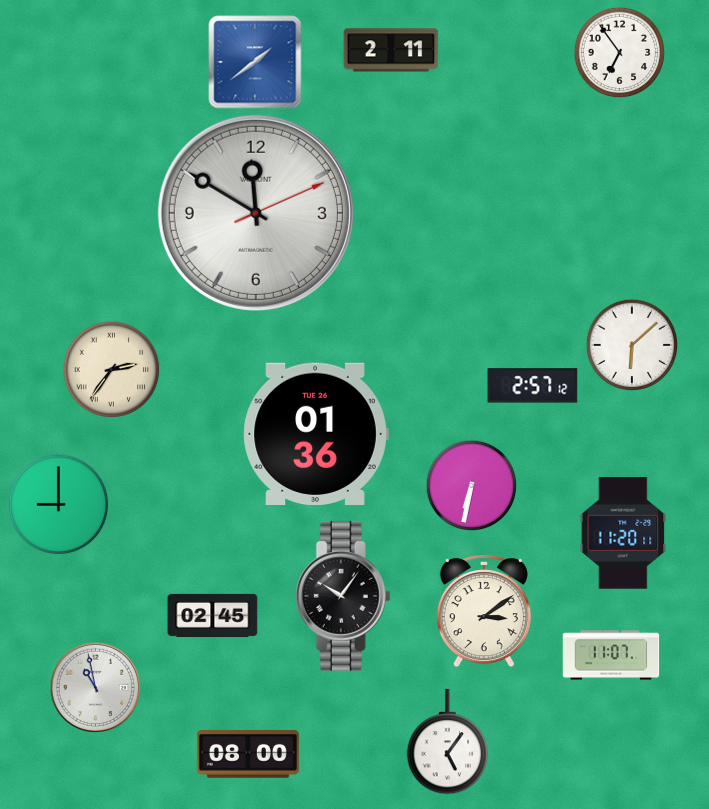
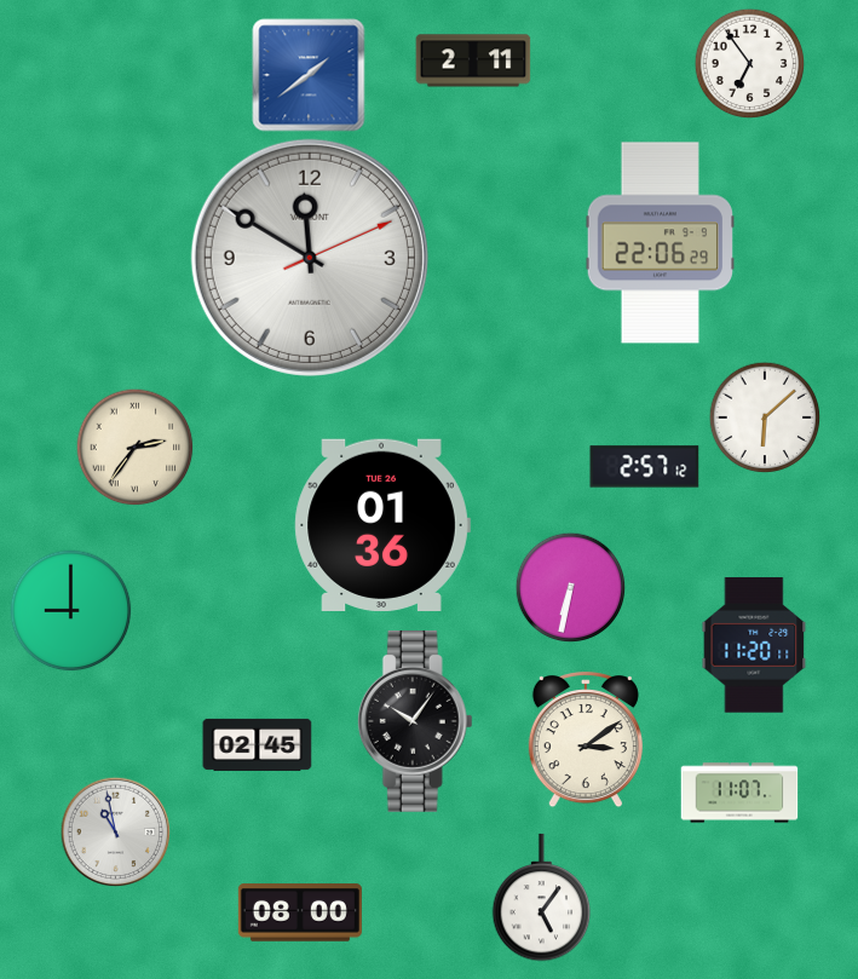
clock at (660, 243): none -> 22:06
